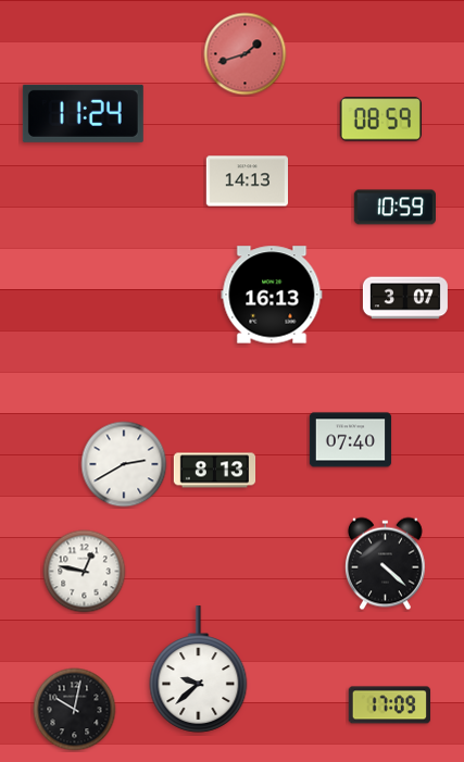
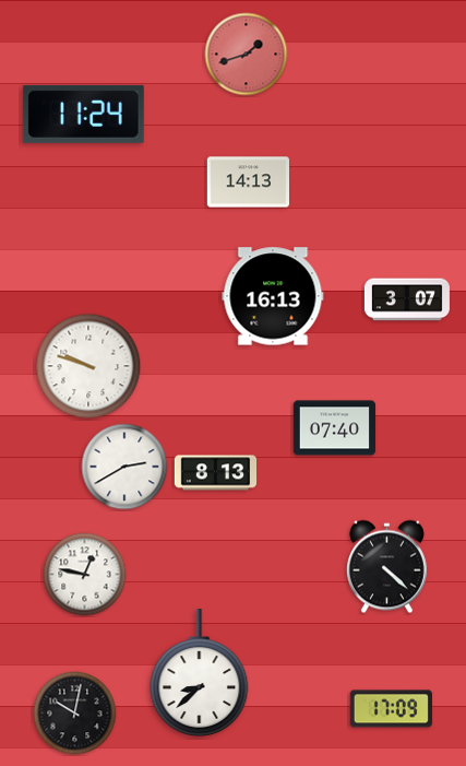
clock at (380, 120): 08:59 -> none
clock at (394, 208): 10:59 -> none
clock at (88, 366): none -> 9:48
clock at (351, 440) position: (351, 440) -> (335, 428)
clock at (199, 670): 9:38 -> 8:38
